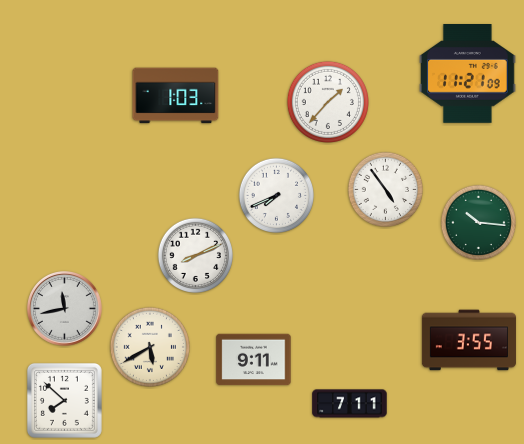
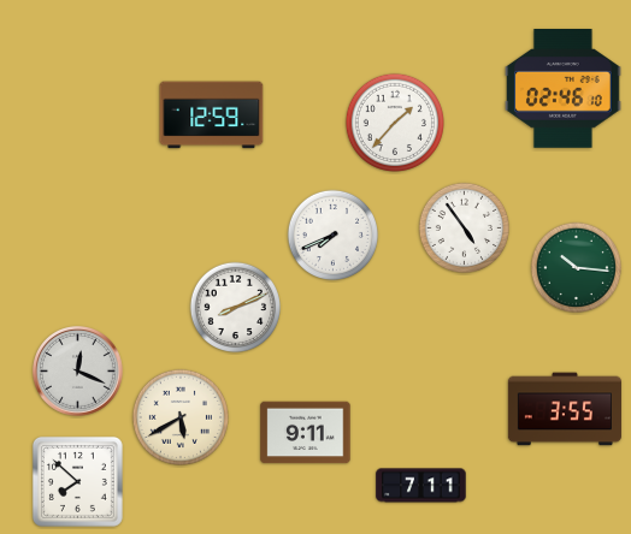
clock at (468, 74): 11:21 -> 02:46
clock at (176, 96): 1:03 -> 12:59
clock at (65, 309): 11:43 -> 12:19
